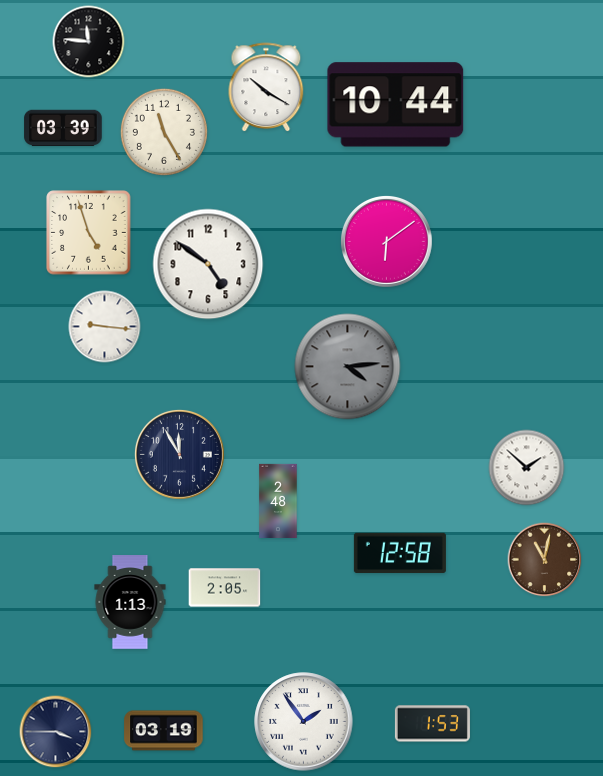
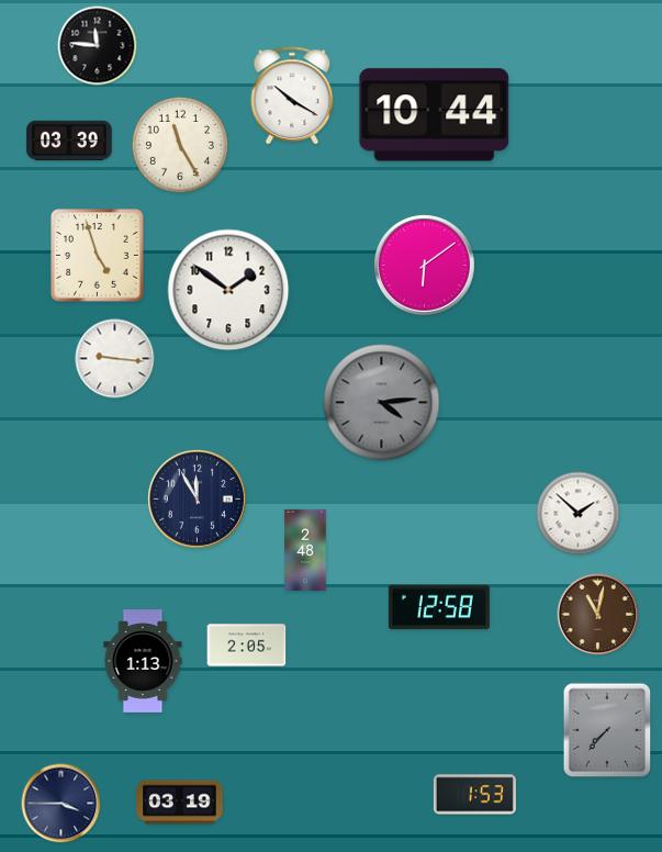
clock at (208, 264): 4:51 -> 1:51
clock at (607, 730): none -> 7:37
clock at (304, 722): 1:54 -> none
